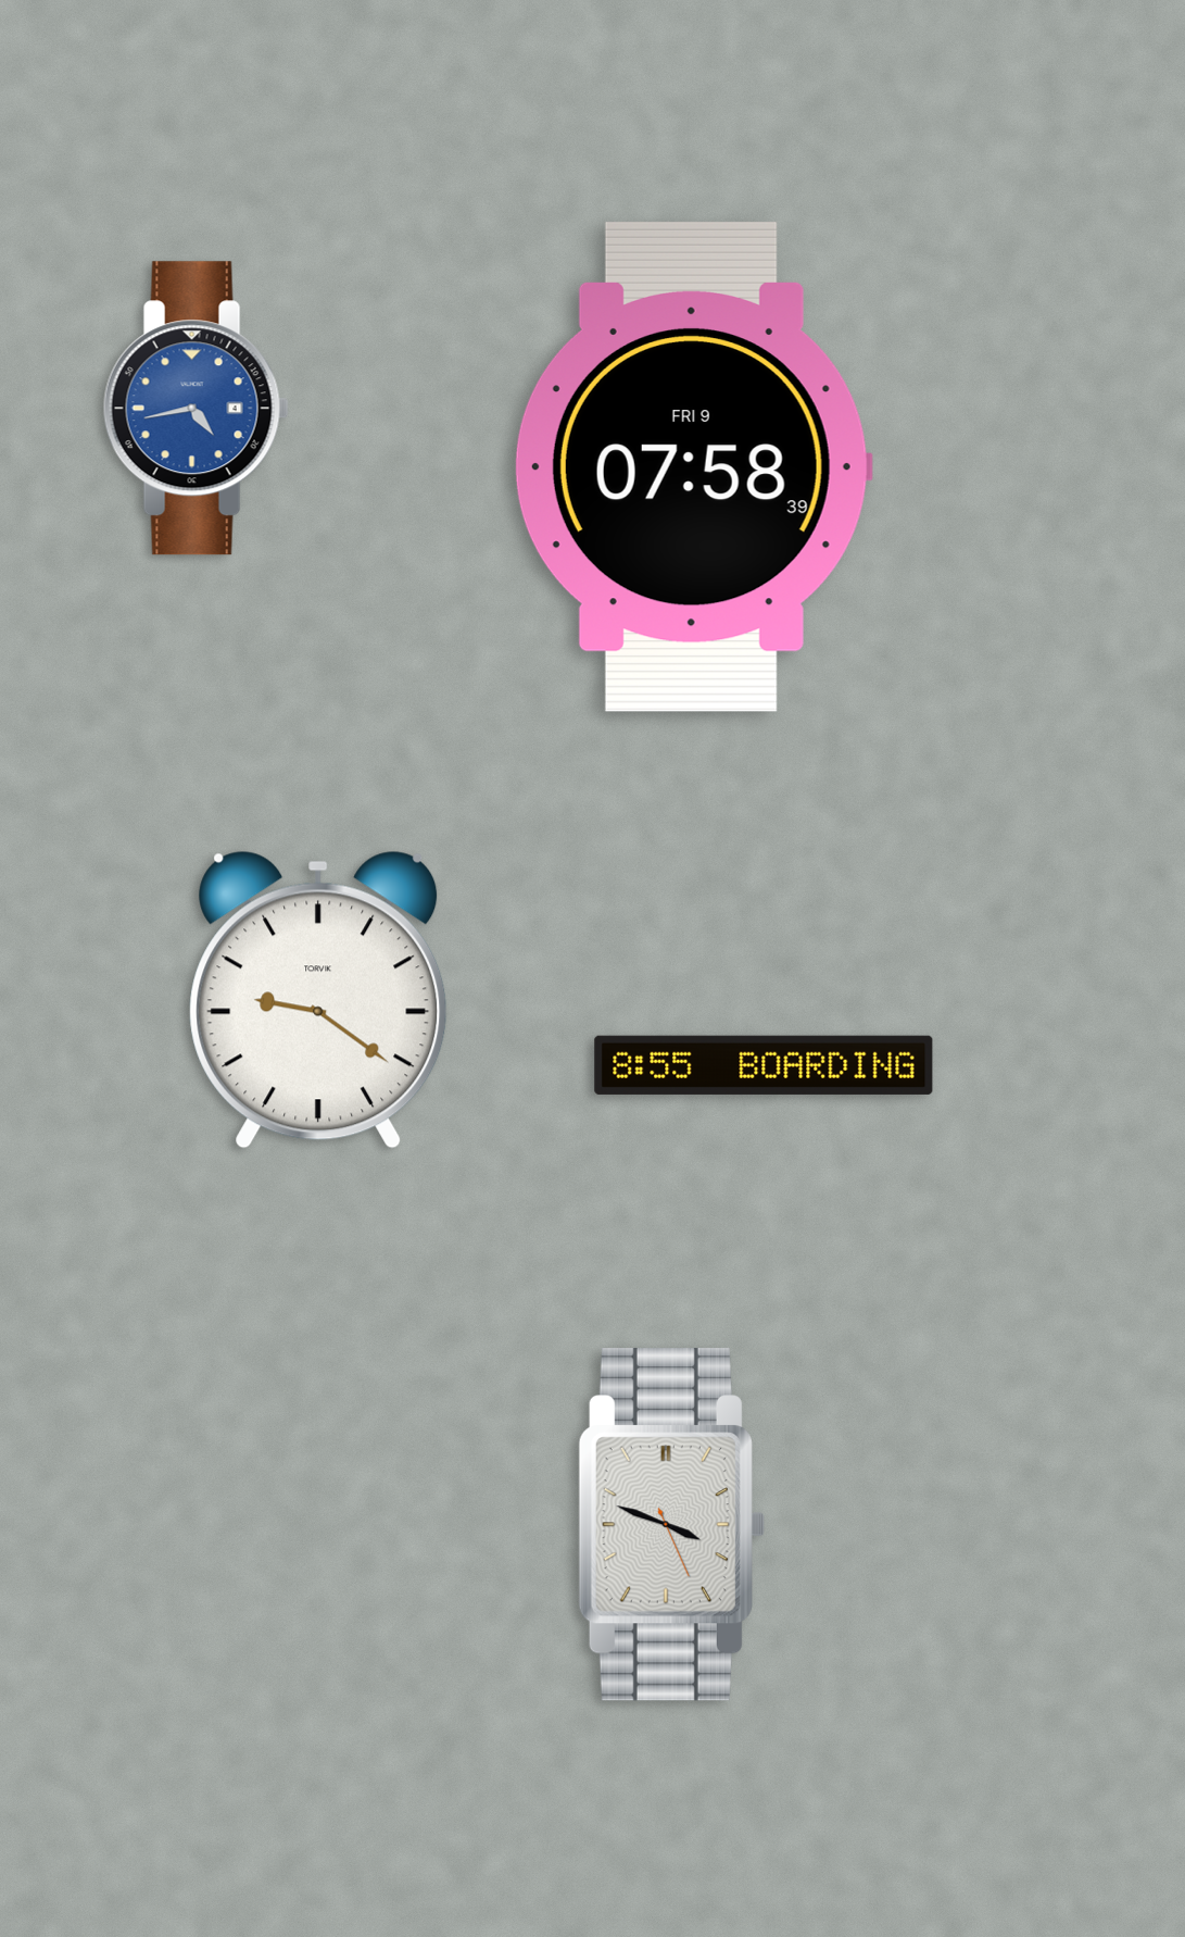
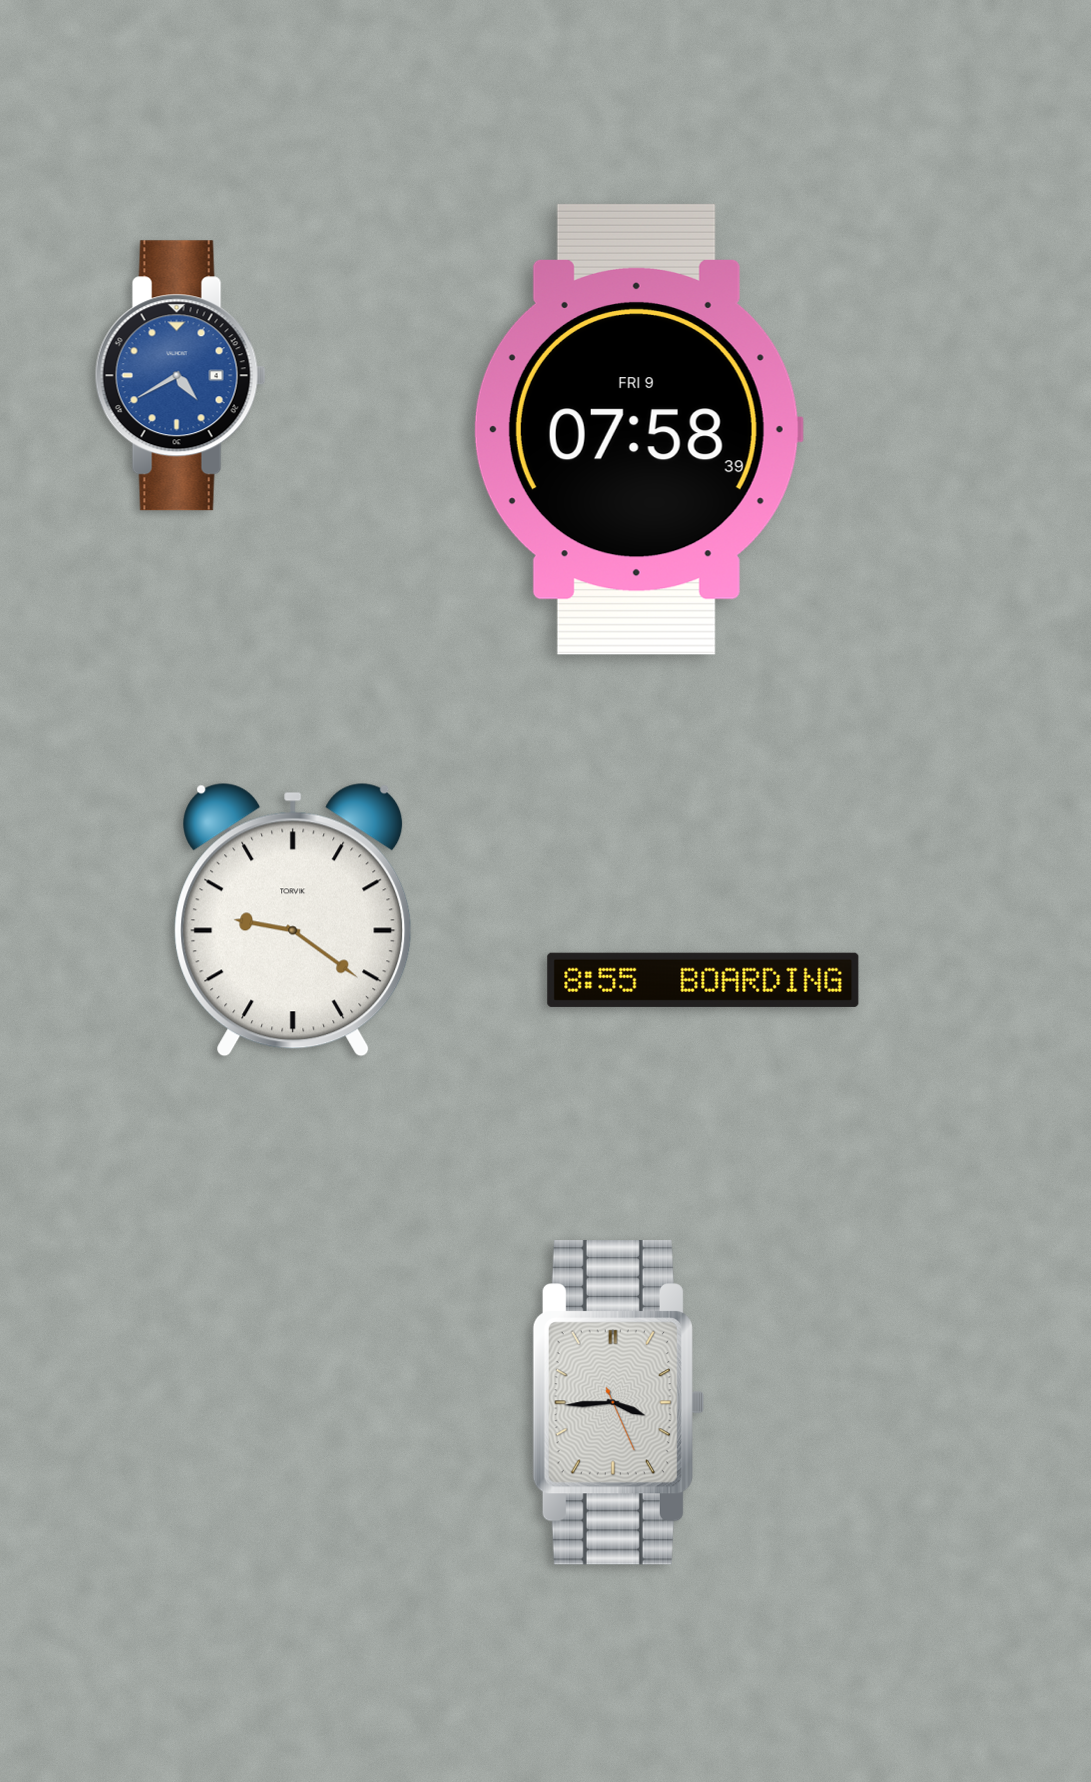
clock at (196, 409): 4:43 -> 4:40
clock at (671, 1525): 3:48 -> 3:44
